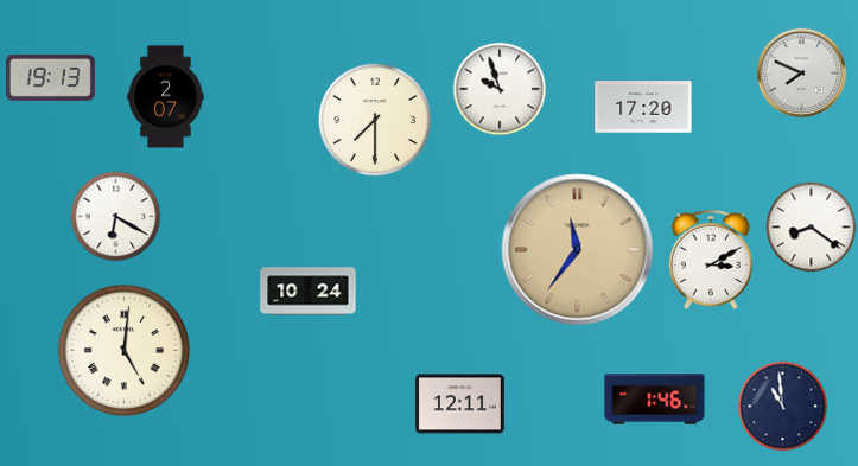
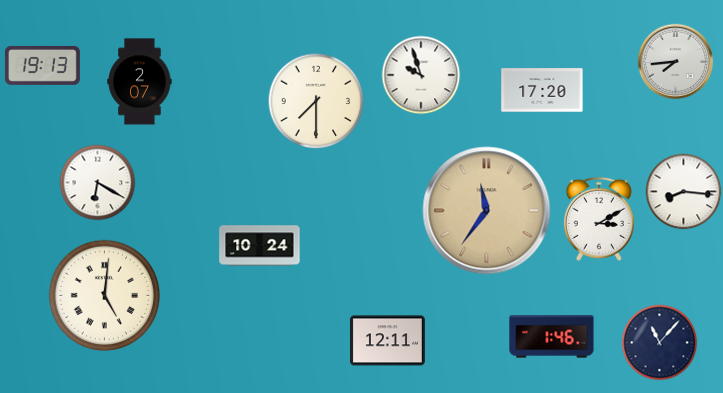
clock at (802, 74): 7:49 -> 7:44
clock at (812, 228): 8:21 -> 8:16
clock at (783, 407): 10:59 -> 11:07
